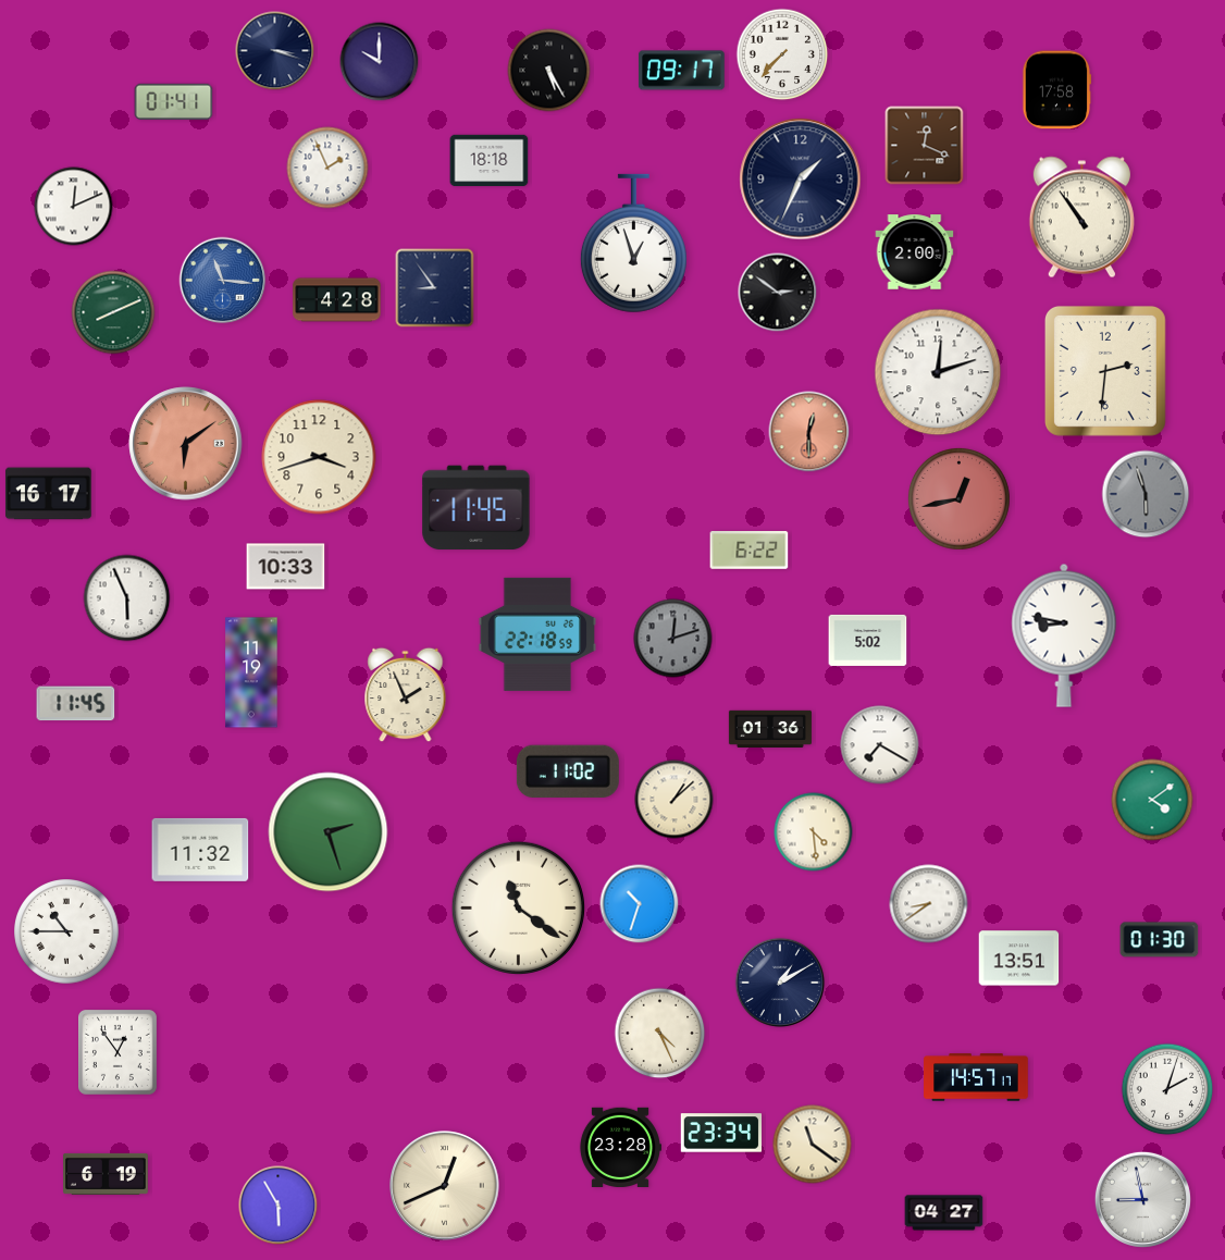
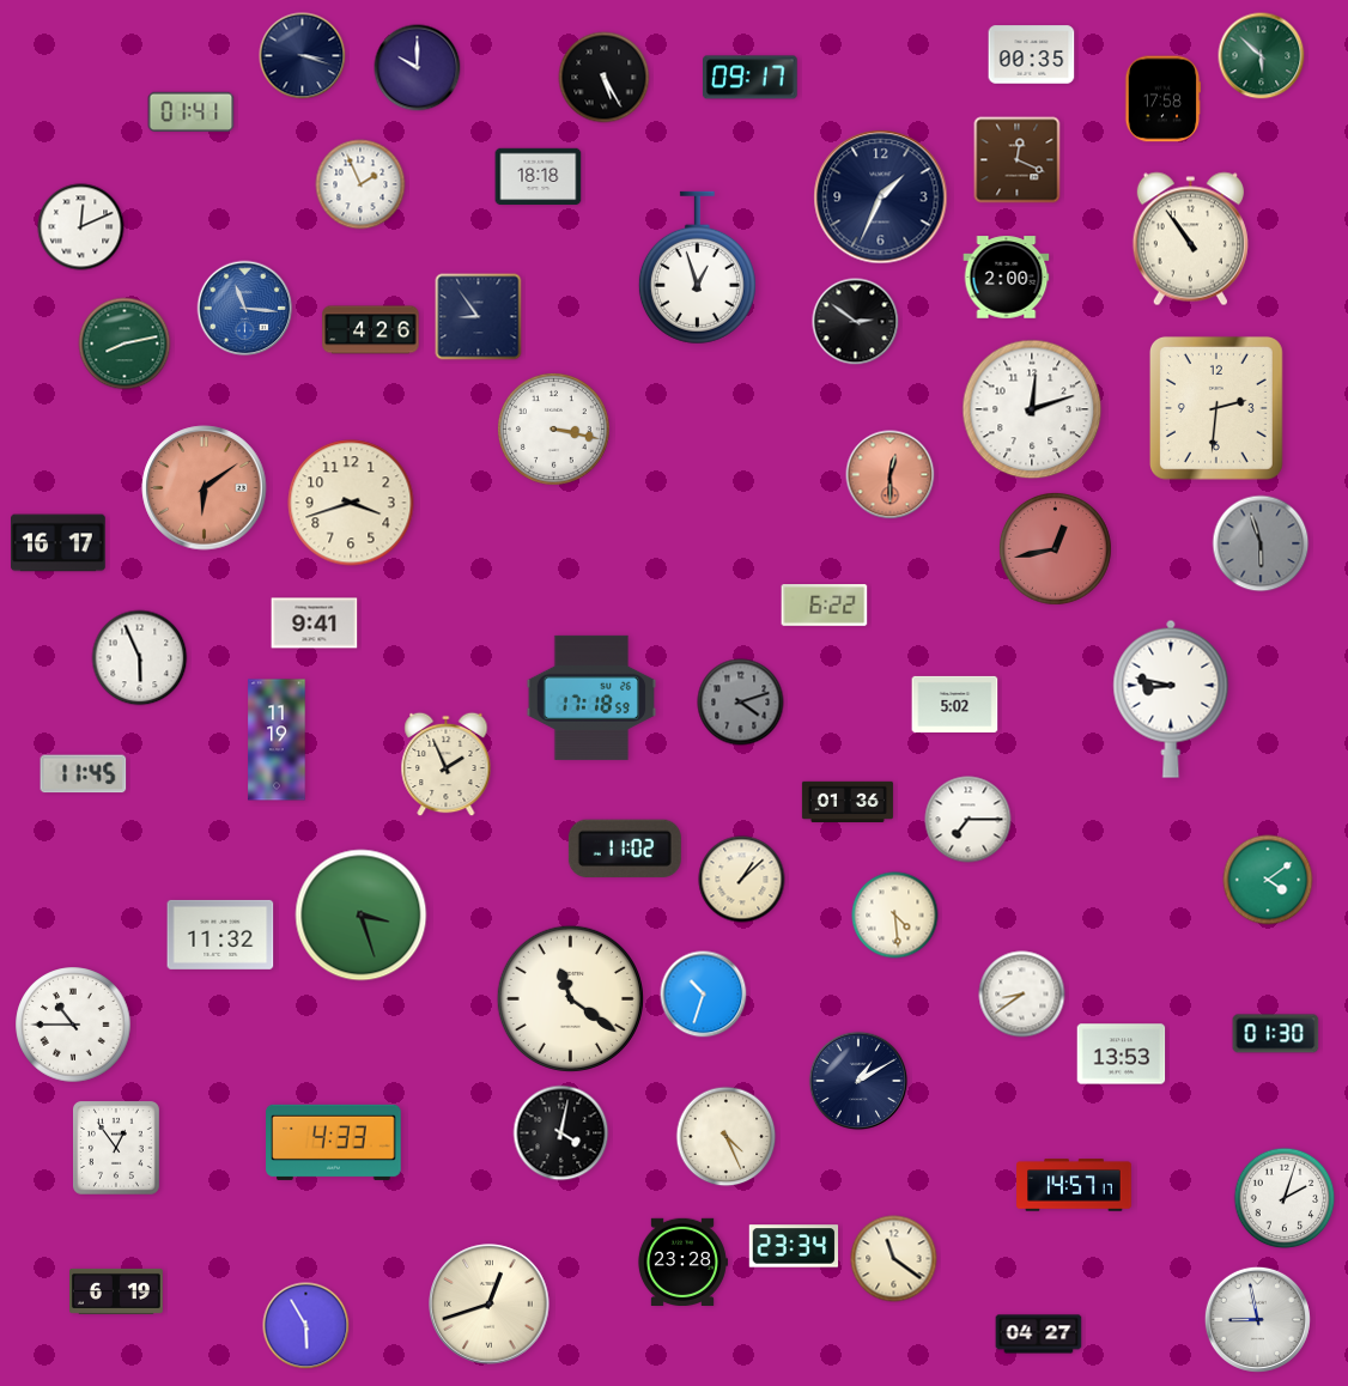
clock at (1032, 55): none -> 00:35
clock at (1262, 56): none -> 5:52
clock at (782, 54): 7:37 -> none
clock at (337, 300): 4:28 -> 4:26
clock at (113, 312): 8:11 -> 8:13
clock at (554, 430): none -> 3:17
clock at (49, 494) position: (49, 494) -> (59, 543)
clock at (477, 508): 11:45 -> none
clock at (286, 567): 10:33 -> 9:41
clock at (536, 634): 22:18 -> 17:18
clock at (673, 639): 12:12 -> 4:12
clock at (880, 745): 7:20 -> 7:15
clock at (329, 832): 2:27 -> 3:27
clock at (1019, 959): 13:51 -> 13:53
clock at (561, 1133): none -> 4:02
clock at (334, 1142): none -> 4:33
clock at (119, 1053) position: (119, 1053) -> (117, 1149)
clock at (445, 1186): 12:41 -> 12:42
